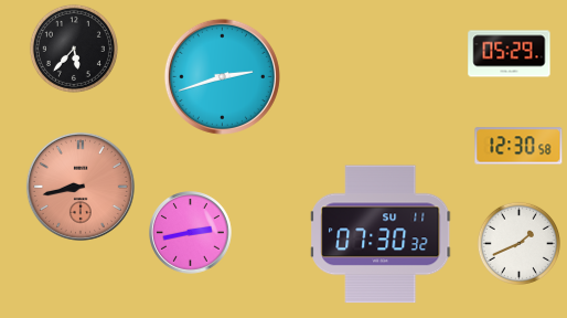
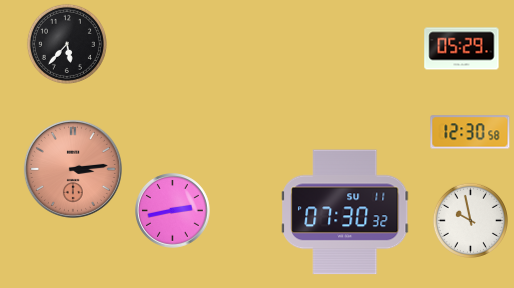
clock at (222, 76): 2:42 -> none
clock at (81, 187): 8:43 -> 3:14
clock at (518, 243): 1:41 -> 9:58
